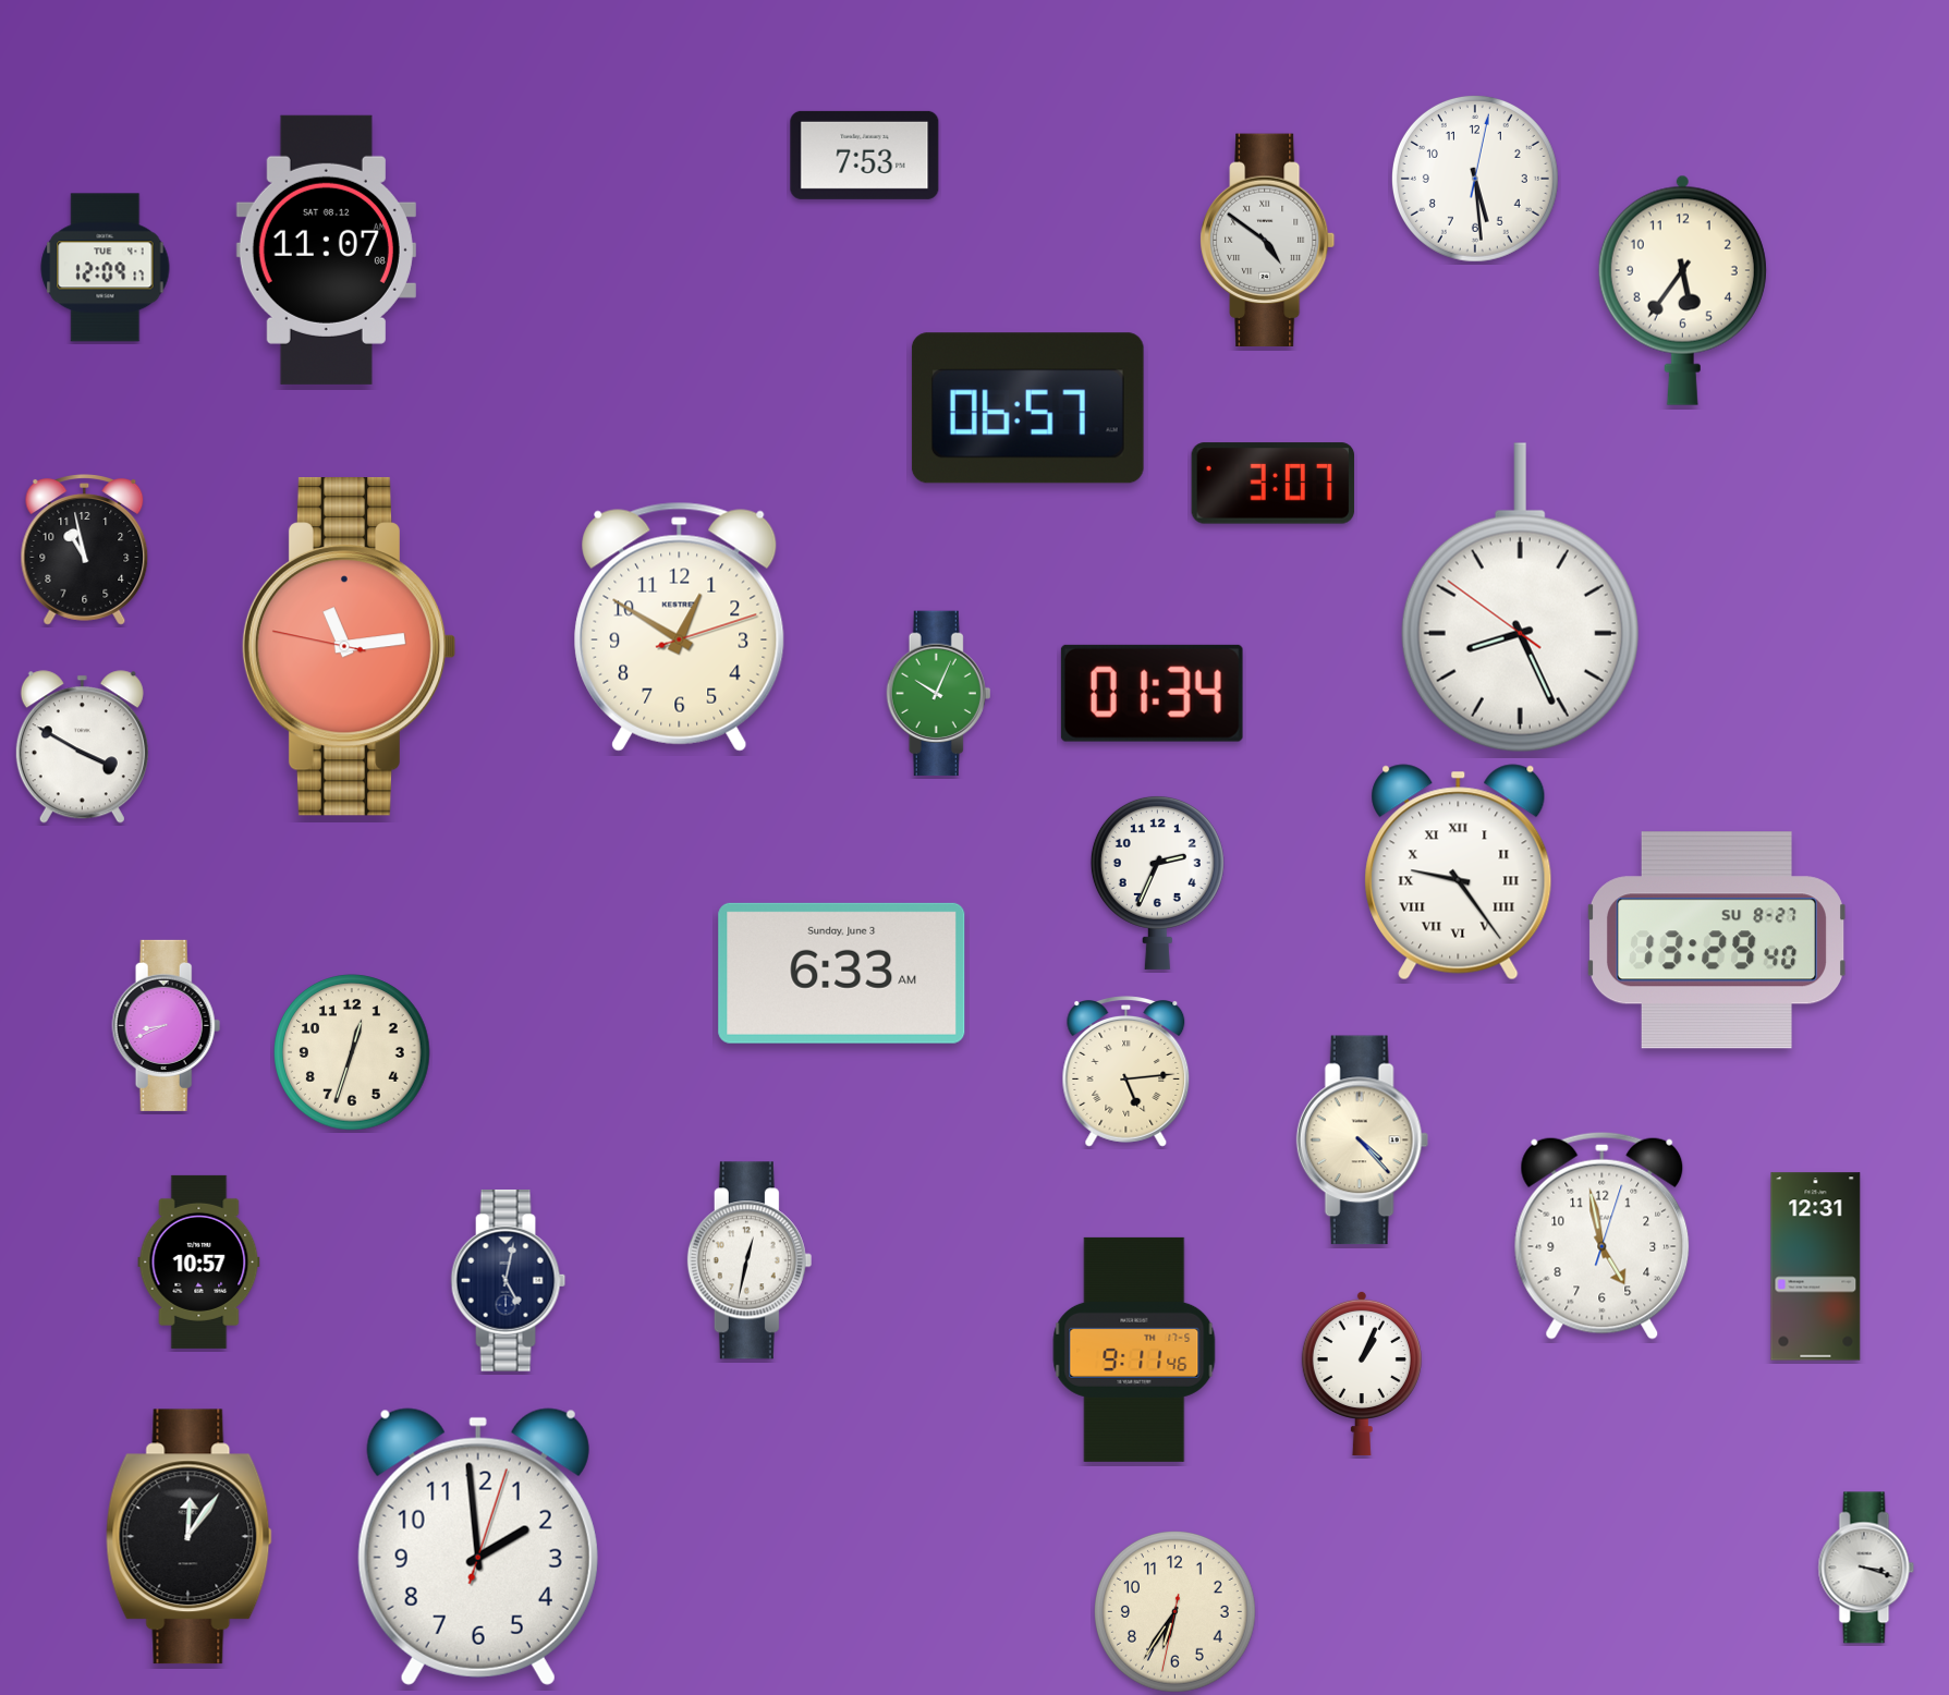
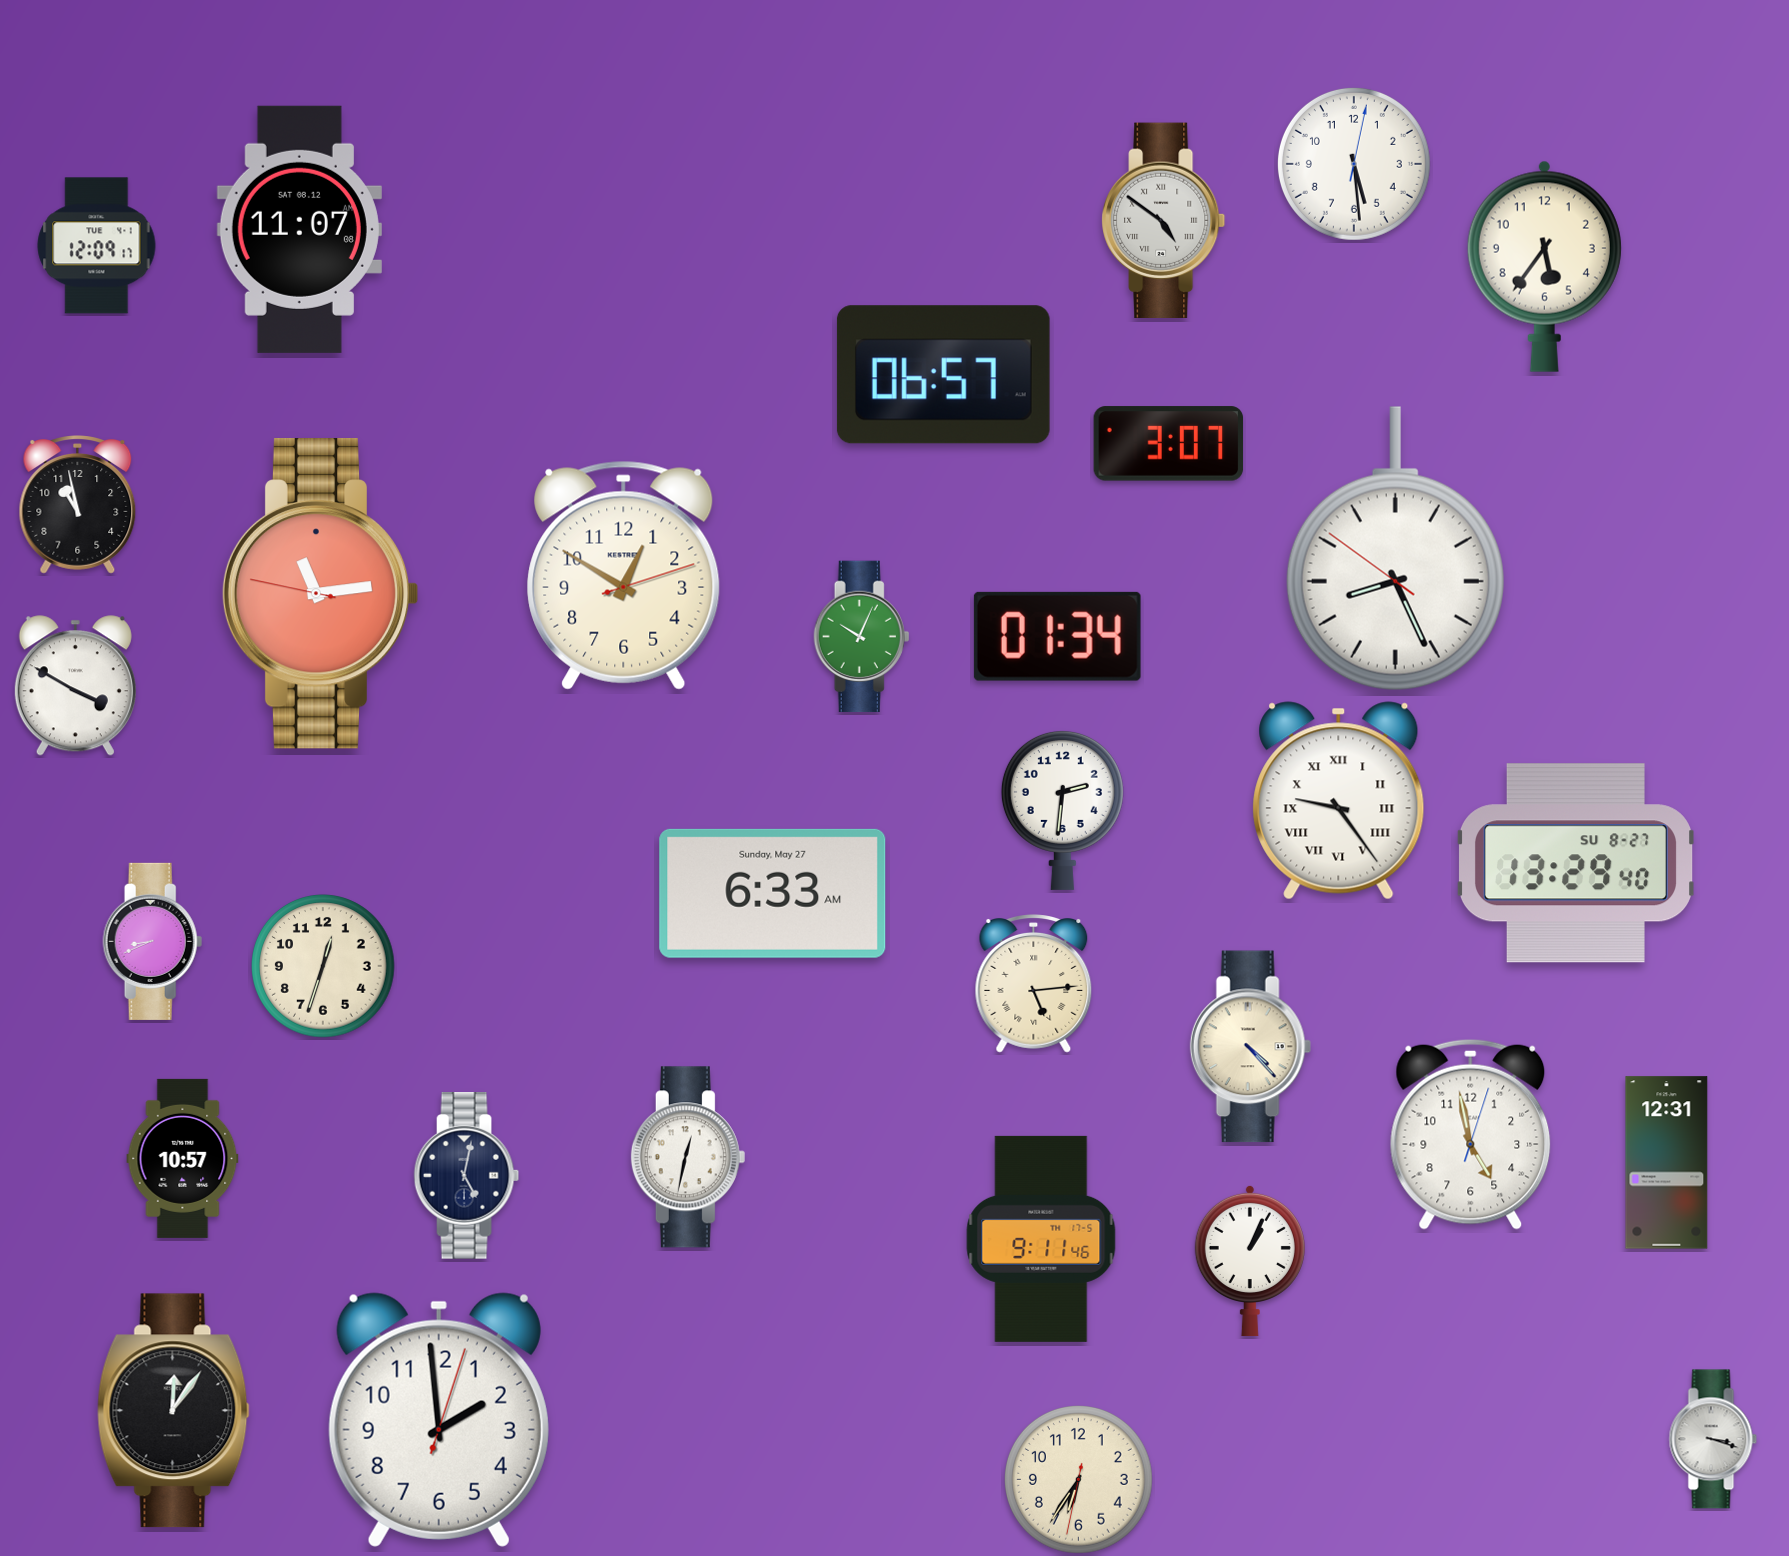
clock at (865, 155): 7:53 -> none
clock at (1157, 882): 2:34 -> 2:31
clock at (842, 973) date: Sunday, June 3 -> Sunday, May 27
